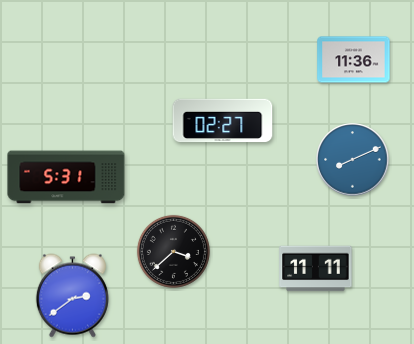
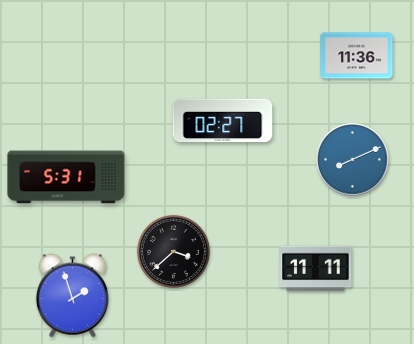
clock at (354, 60) position: (354, 60) -> (357, 56)
clock at (72, 296): 2:39 -> 1:57
